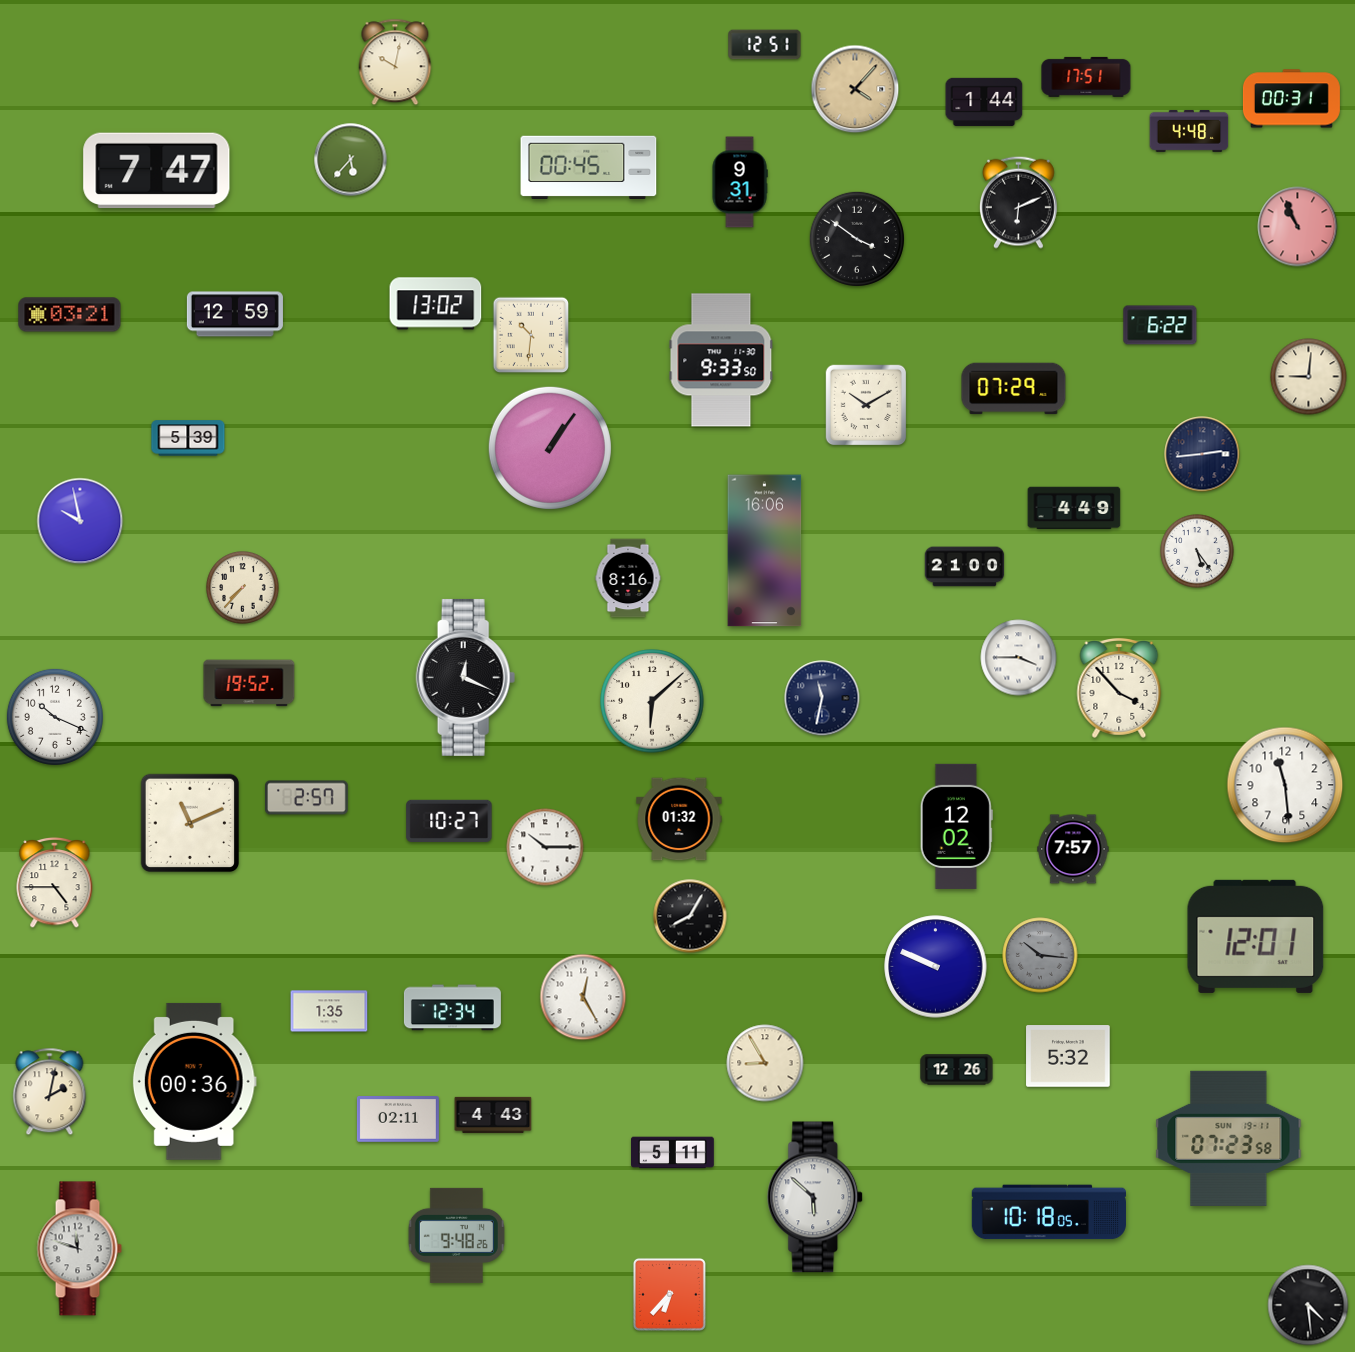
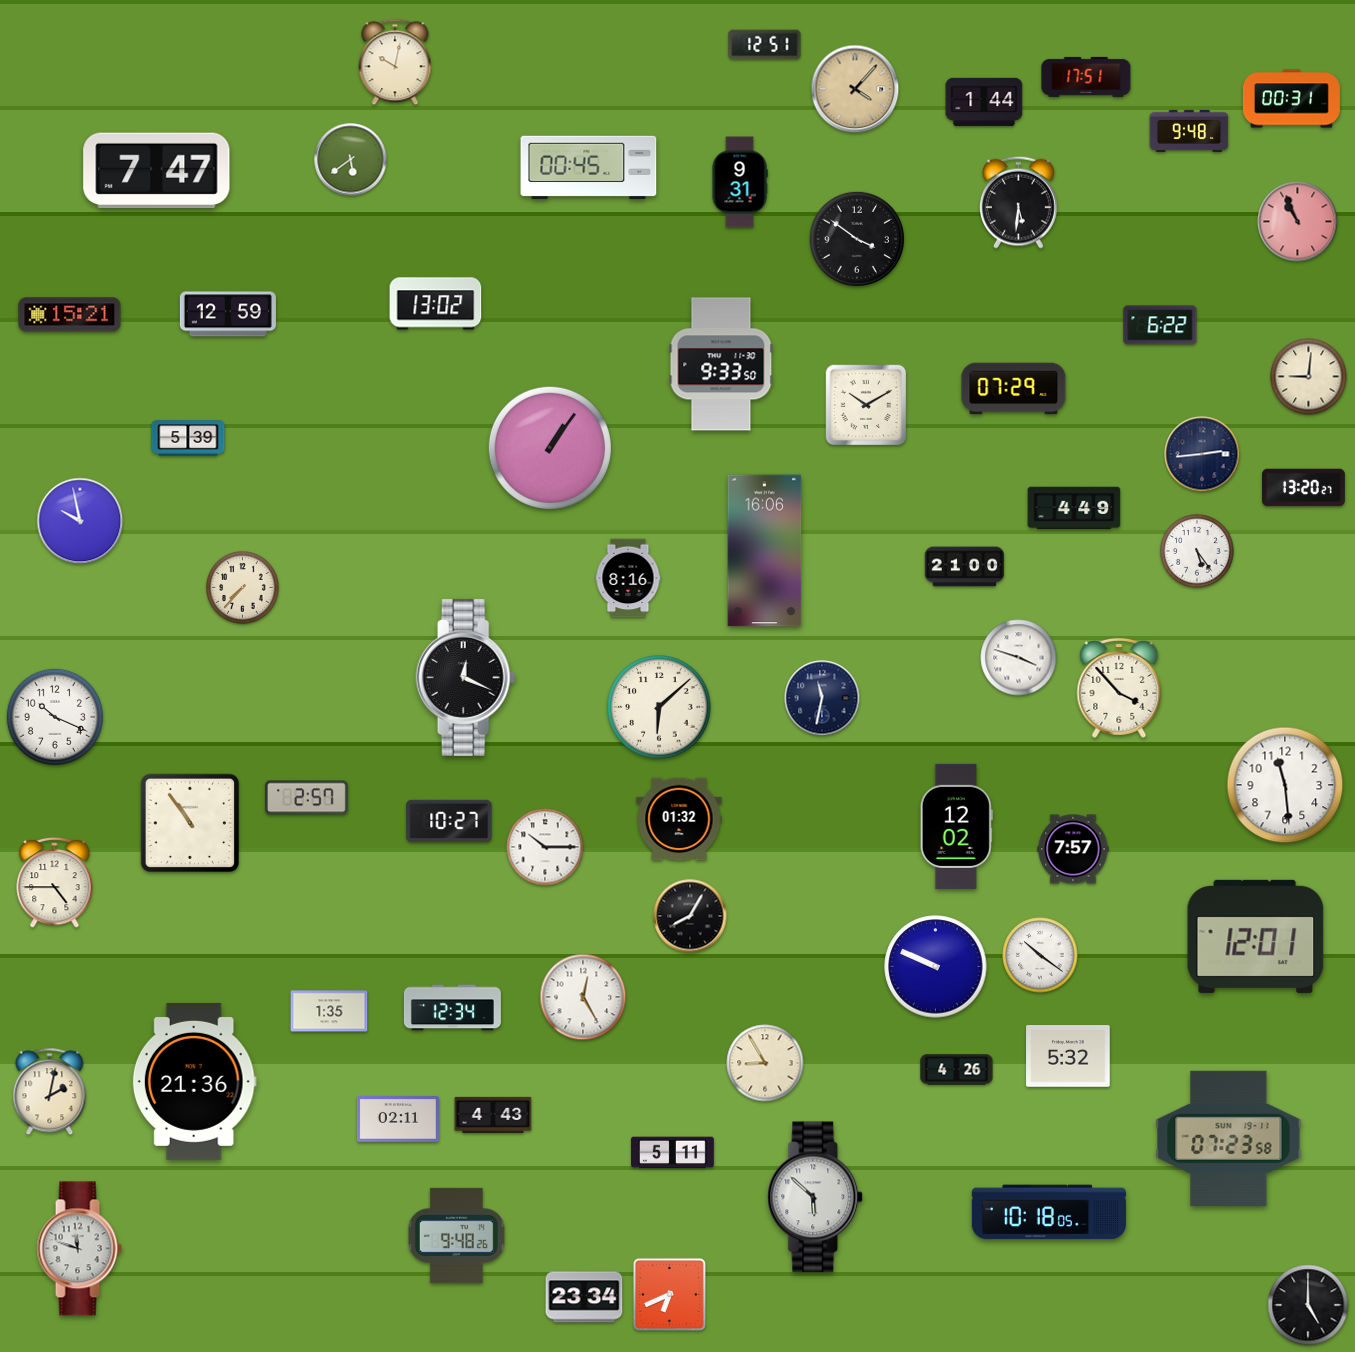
clock at (1189, 131): 4:48 -> 9:48
clock at (351, 160): 5:37 -> 5:39
clock at (1019, 202): 6:11 -> 5:31
clock at (1298, 227) position: (1298, 227) -> (1298, 222)
clock at (235, 314) position: (235, 314) -> (228, 314)
clock at (70, 315): 03:21 -> 15:21
clock at (531, 335): 10:31 -> none
clock at (721, 360) position: (721, 360) -> (721, 364)
clock at (1304, 488): none -> 13:20
clock at (1019, 658): 3:45 -> 3:48
clock at (249, 683): 19:52 -> none
clock at (652, 701) position: (652, 701) -> (659, 707)
clock at (190, 823): 11:11 -> 10:54
clock at (1040, 955): 10:16 -> 10:21
clock at (1040, 955) dial: grey -> white
clock at (957, 1070): 12:26 -> 4:26
clock at (194, 1081): 00:36 -> 21:36
clock at (669, 1294): 6:37 -> 6:41
clock at (584, 1297): none -> 23:34
clock at (1308, 1305): 4:29 -> 5:00
